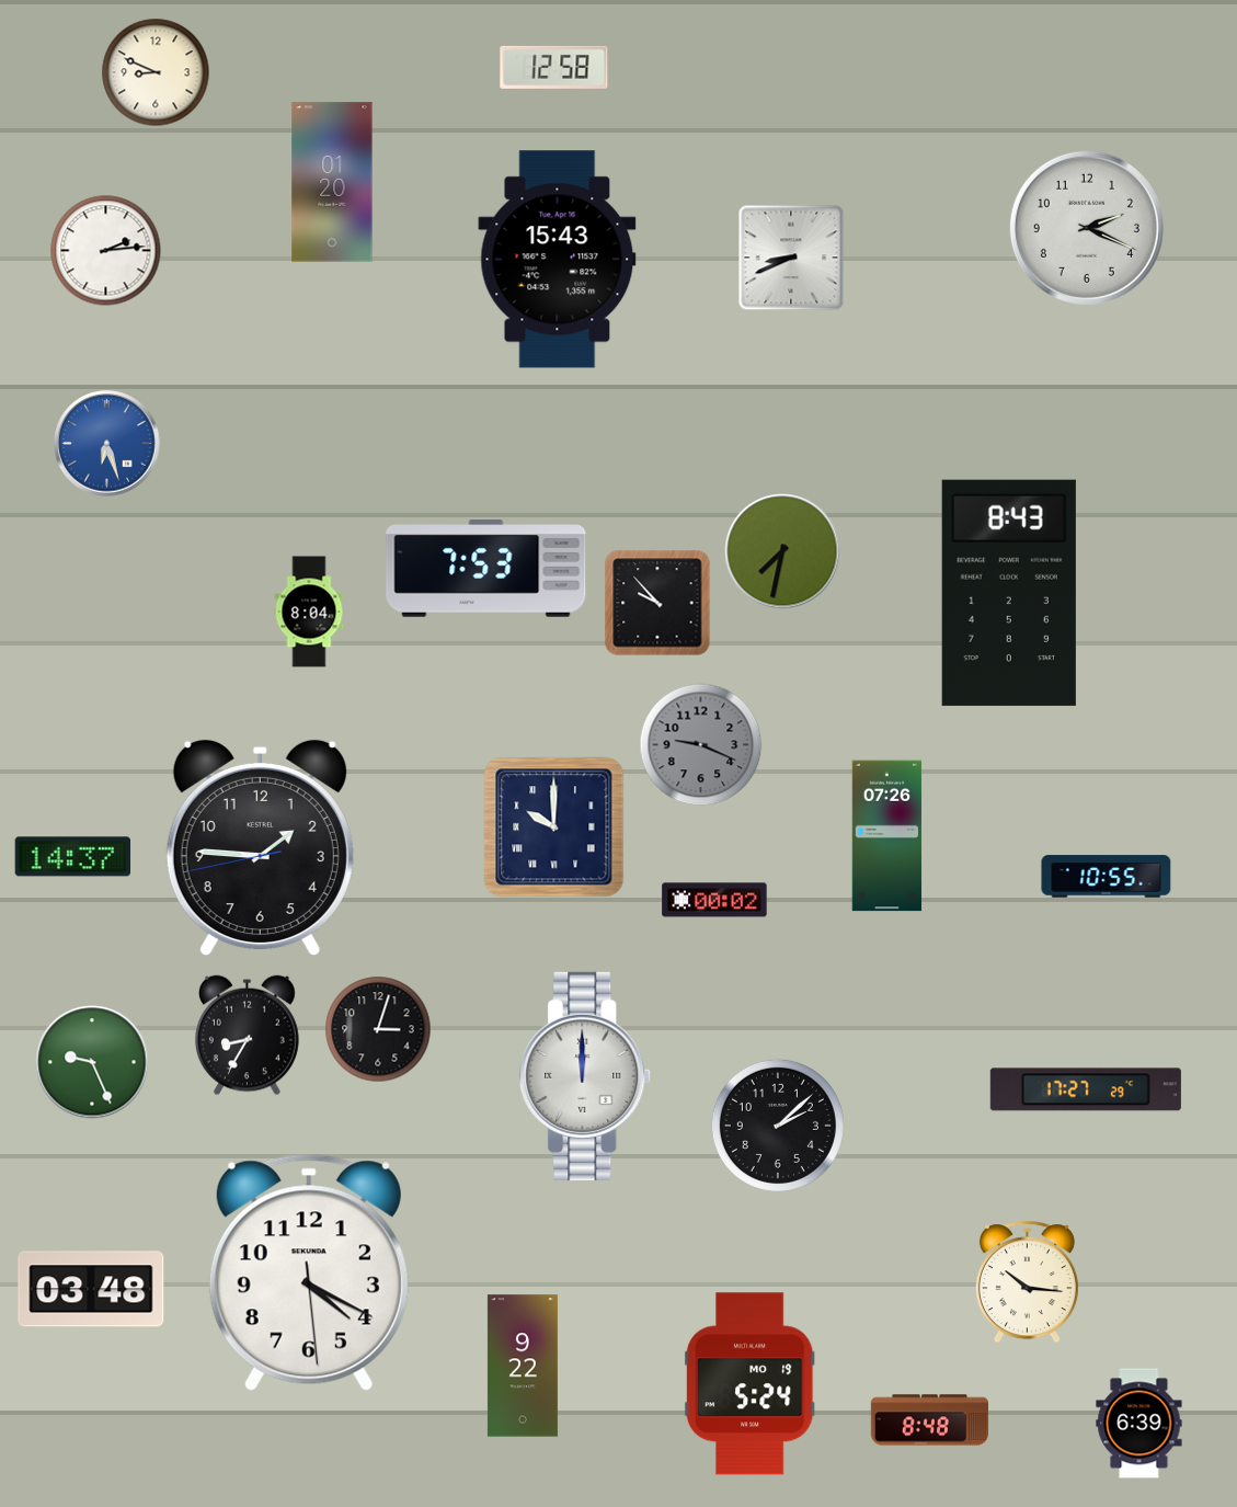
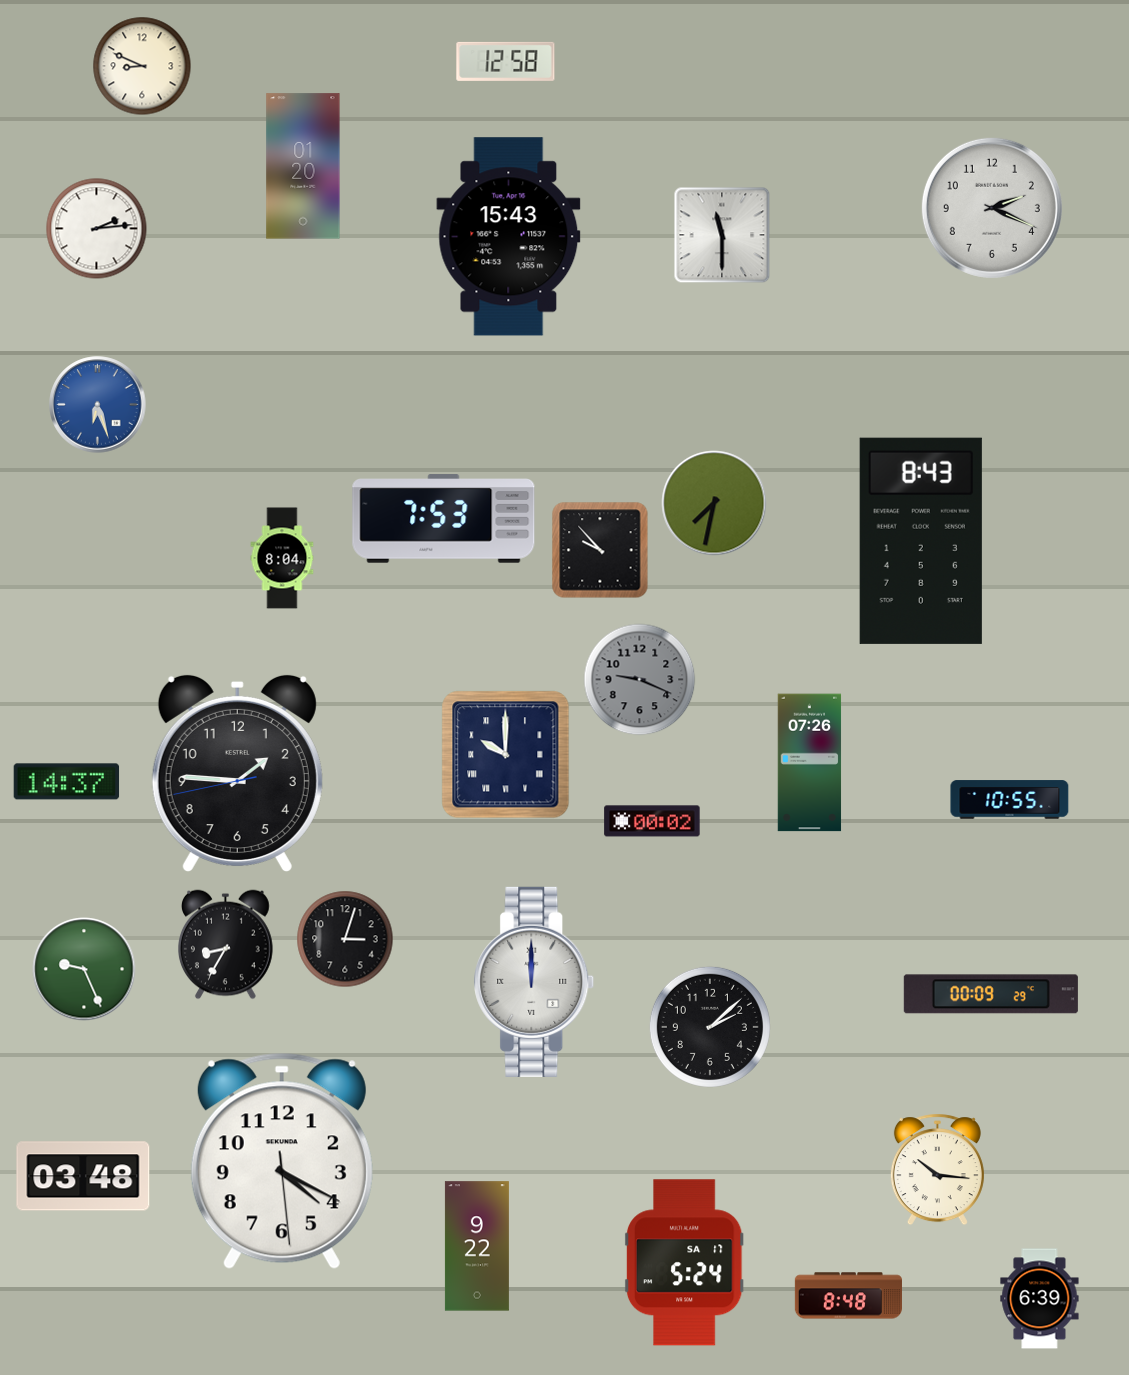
clock at (791, 258): 8:41 -> 11:30
clock at (1086, 1089): 17:27 -> 00:09
clock at (749, 1384) date: MO 19 -> SA 17
